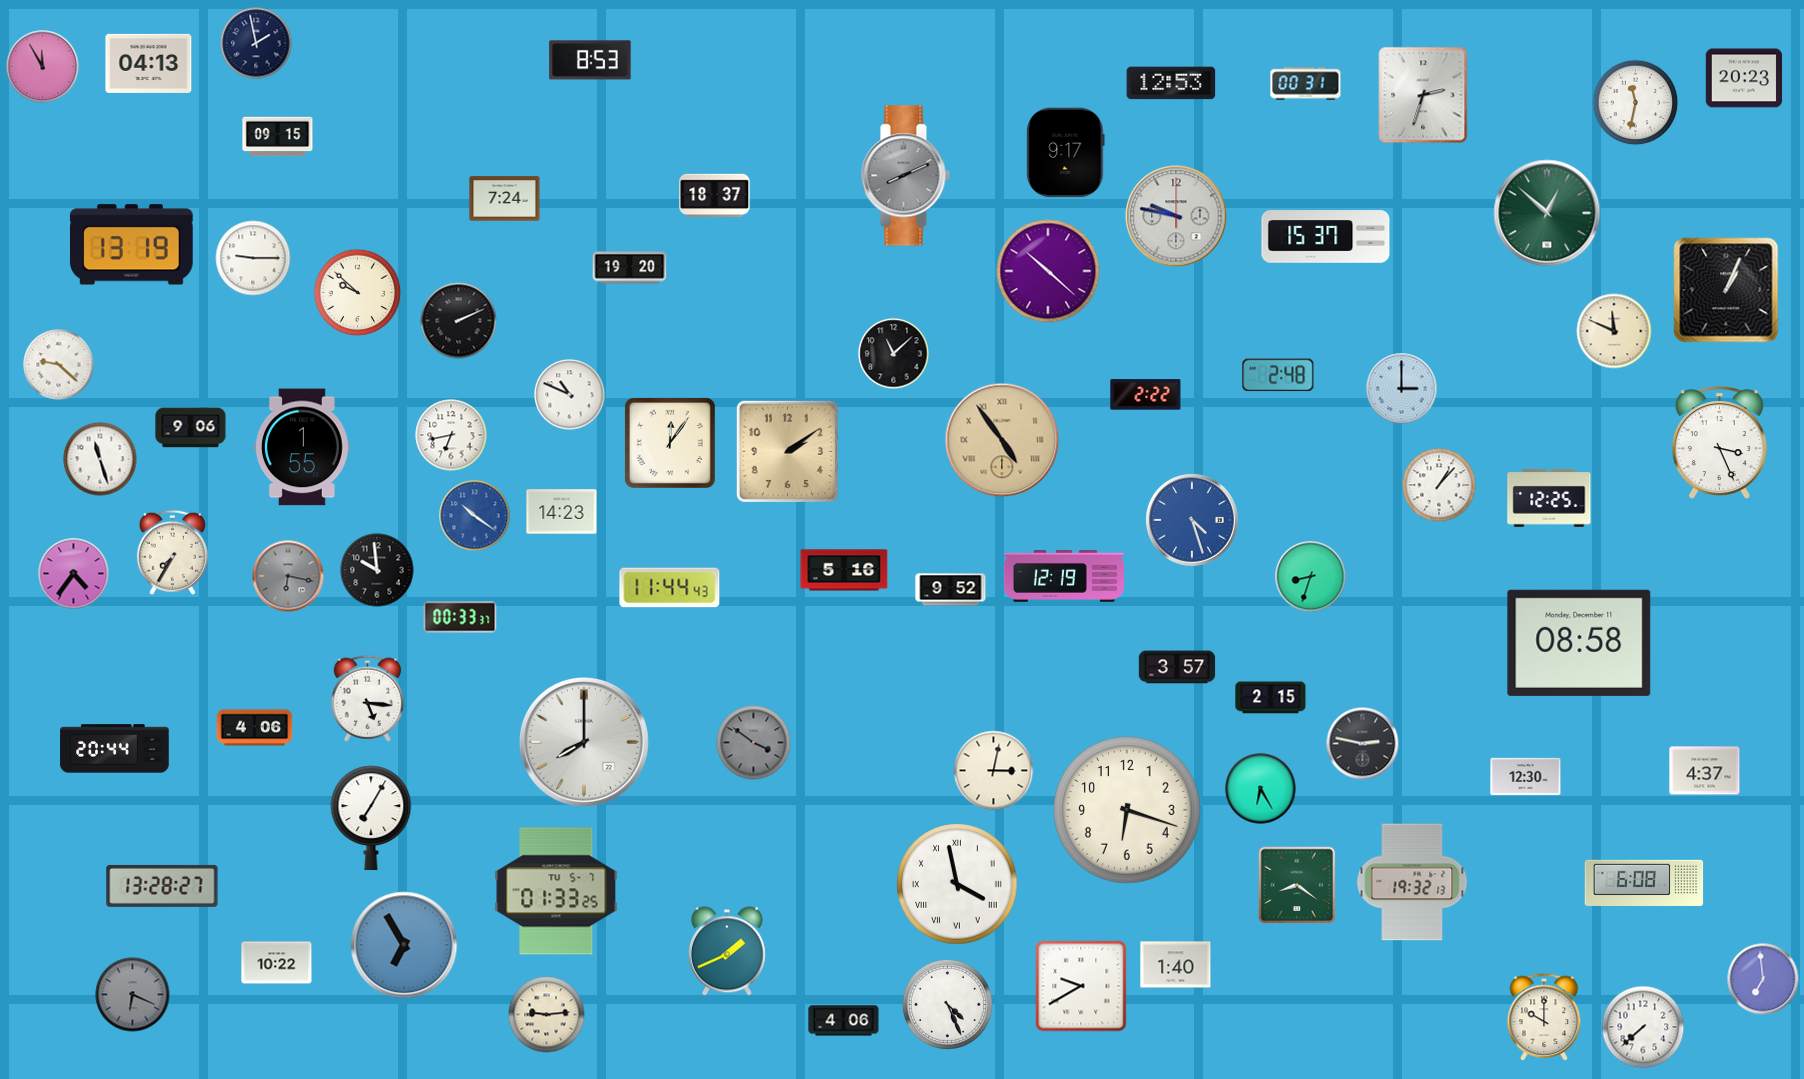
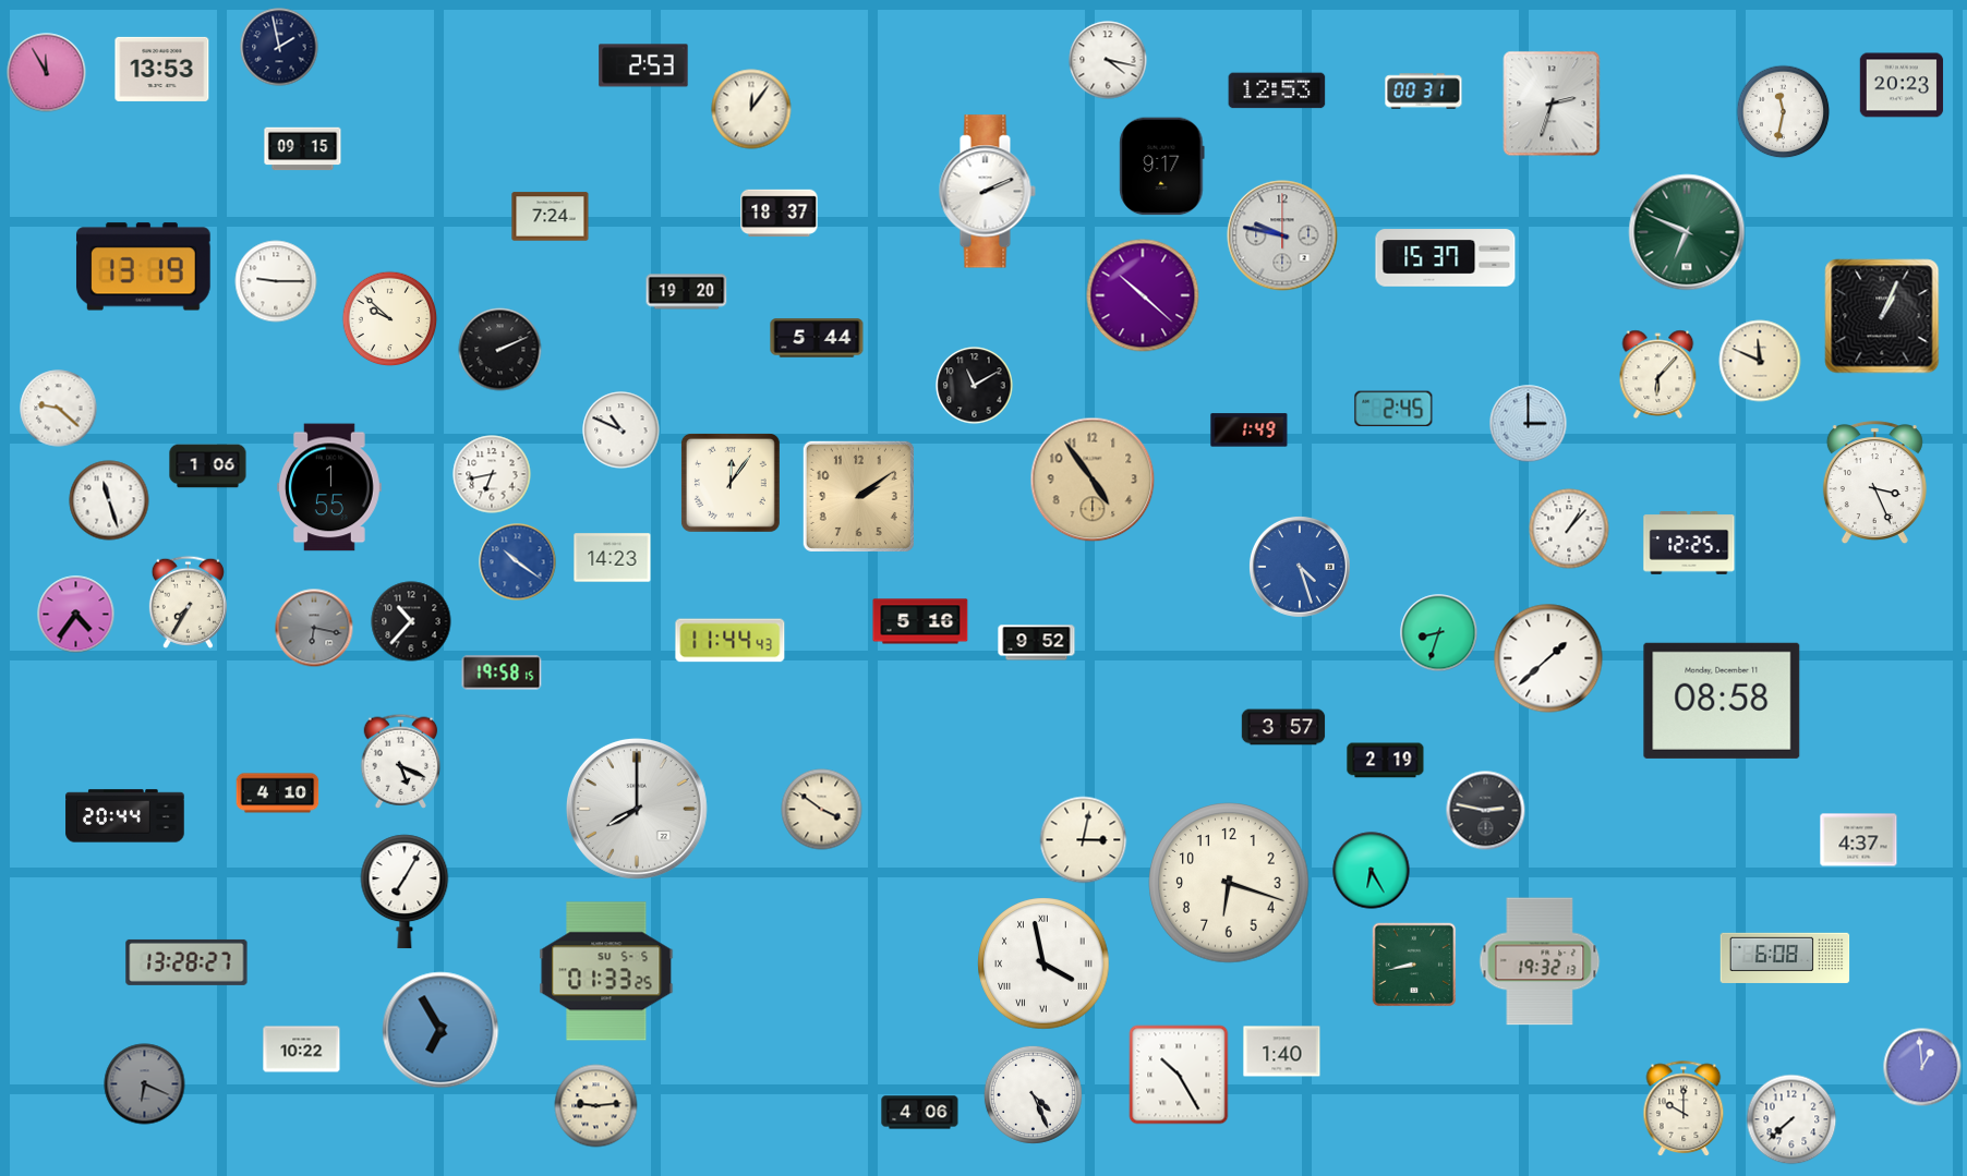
clock at (1108, 60): none -> 4:17
clock at (590, 60): 8:53 -> 2:53
clock at (149, 63): 04:13 -> 13:53
clock at (751, 109): none -> 12:06
clock at (905, 176): 8:11 -> 2:11
clock at (905, 176) dial: grey -> white
clock at (1547, 213): 12:52 -> 6:49
clock at (817, 338): none -> 5:44
clock at (1658, 375): none -> 6:07
clock at (894, 354): 11:08 -> 11:10
clock at (59, 365) position: (59, 365) -> (59, 409)
clock at (1278, 375): 2:48 -> 2:45
clock at (1146, 395): 2:22 -> 1:49
clock at (191, 428): 9:06 -> 1:06
clock at (1002, 440) numerals: Roman -> Arabic
clock at (787, 451) position: (787, 451) -> (858, 496)
clock at (377, 570): 9:59 -> 10:37
clock at (74, 574) position: (74, 574) -> (76, 615)
clock at (1064, 577): 12:19 -> none
clock at (1311, 577) position: (1311, 577) -> (1439, 633)
clock at (1548, 658): none -> 1:38
clock at (460, 617): 00:33 -> 19:58
clock at (368, 698): 5:16 -> 5:19
clock at (1271, 698): 2:15 -> 2:19
clock at (255, 728): 4:06 -> 4:10
clock at (754, 743) dial: grey -> cream
clock at (1526, 777): 12:30 -> none
clock at (1261, 789) position: (1261, 789) -> (1372, 871)
clock at (1644, 883) position: (1644, 883) -> (1785, 958)
clock at (1297, 885): 8:21 -> 8:43
clock at (162, 886) position: (162, 886) -> (186, 962)
clock at (556, 891) date: TU 5-7 -> SU 5-5
clock at (727, 951): 1:41 -> none
clock at (1763, 979): 6:59 -> 12:59
clock at (1081, 986): 9:40 -> 10:25
